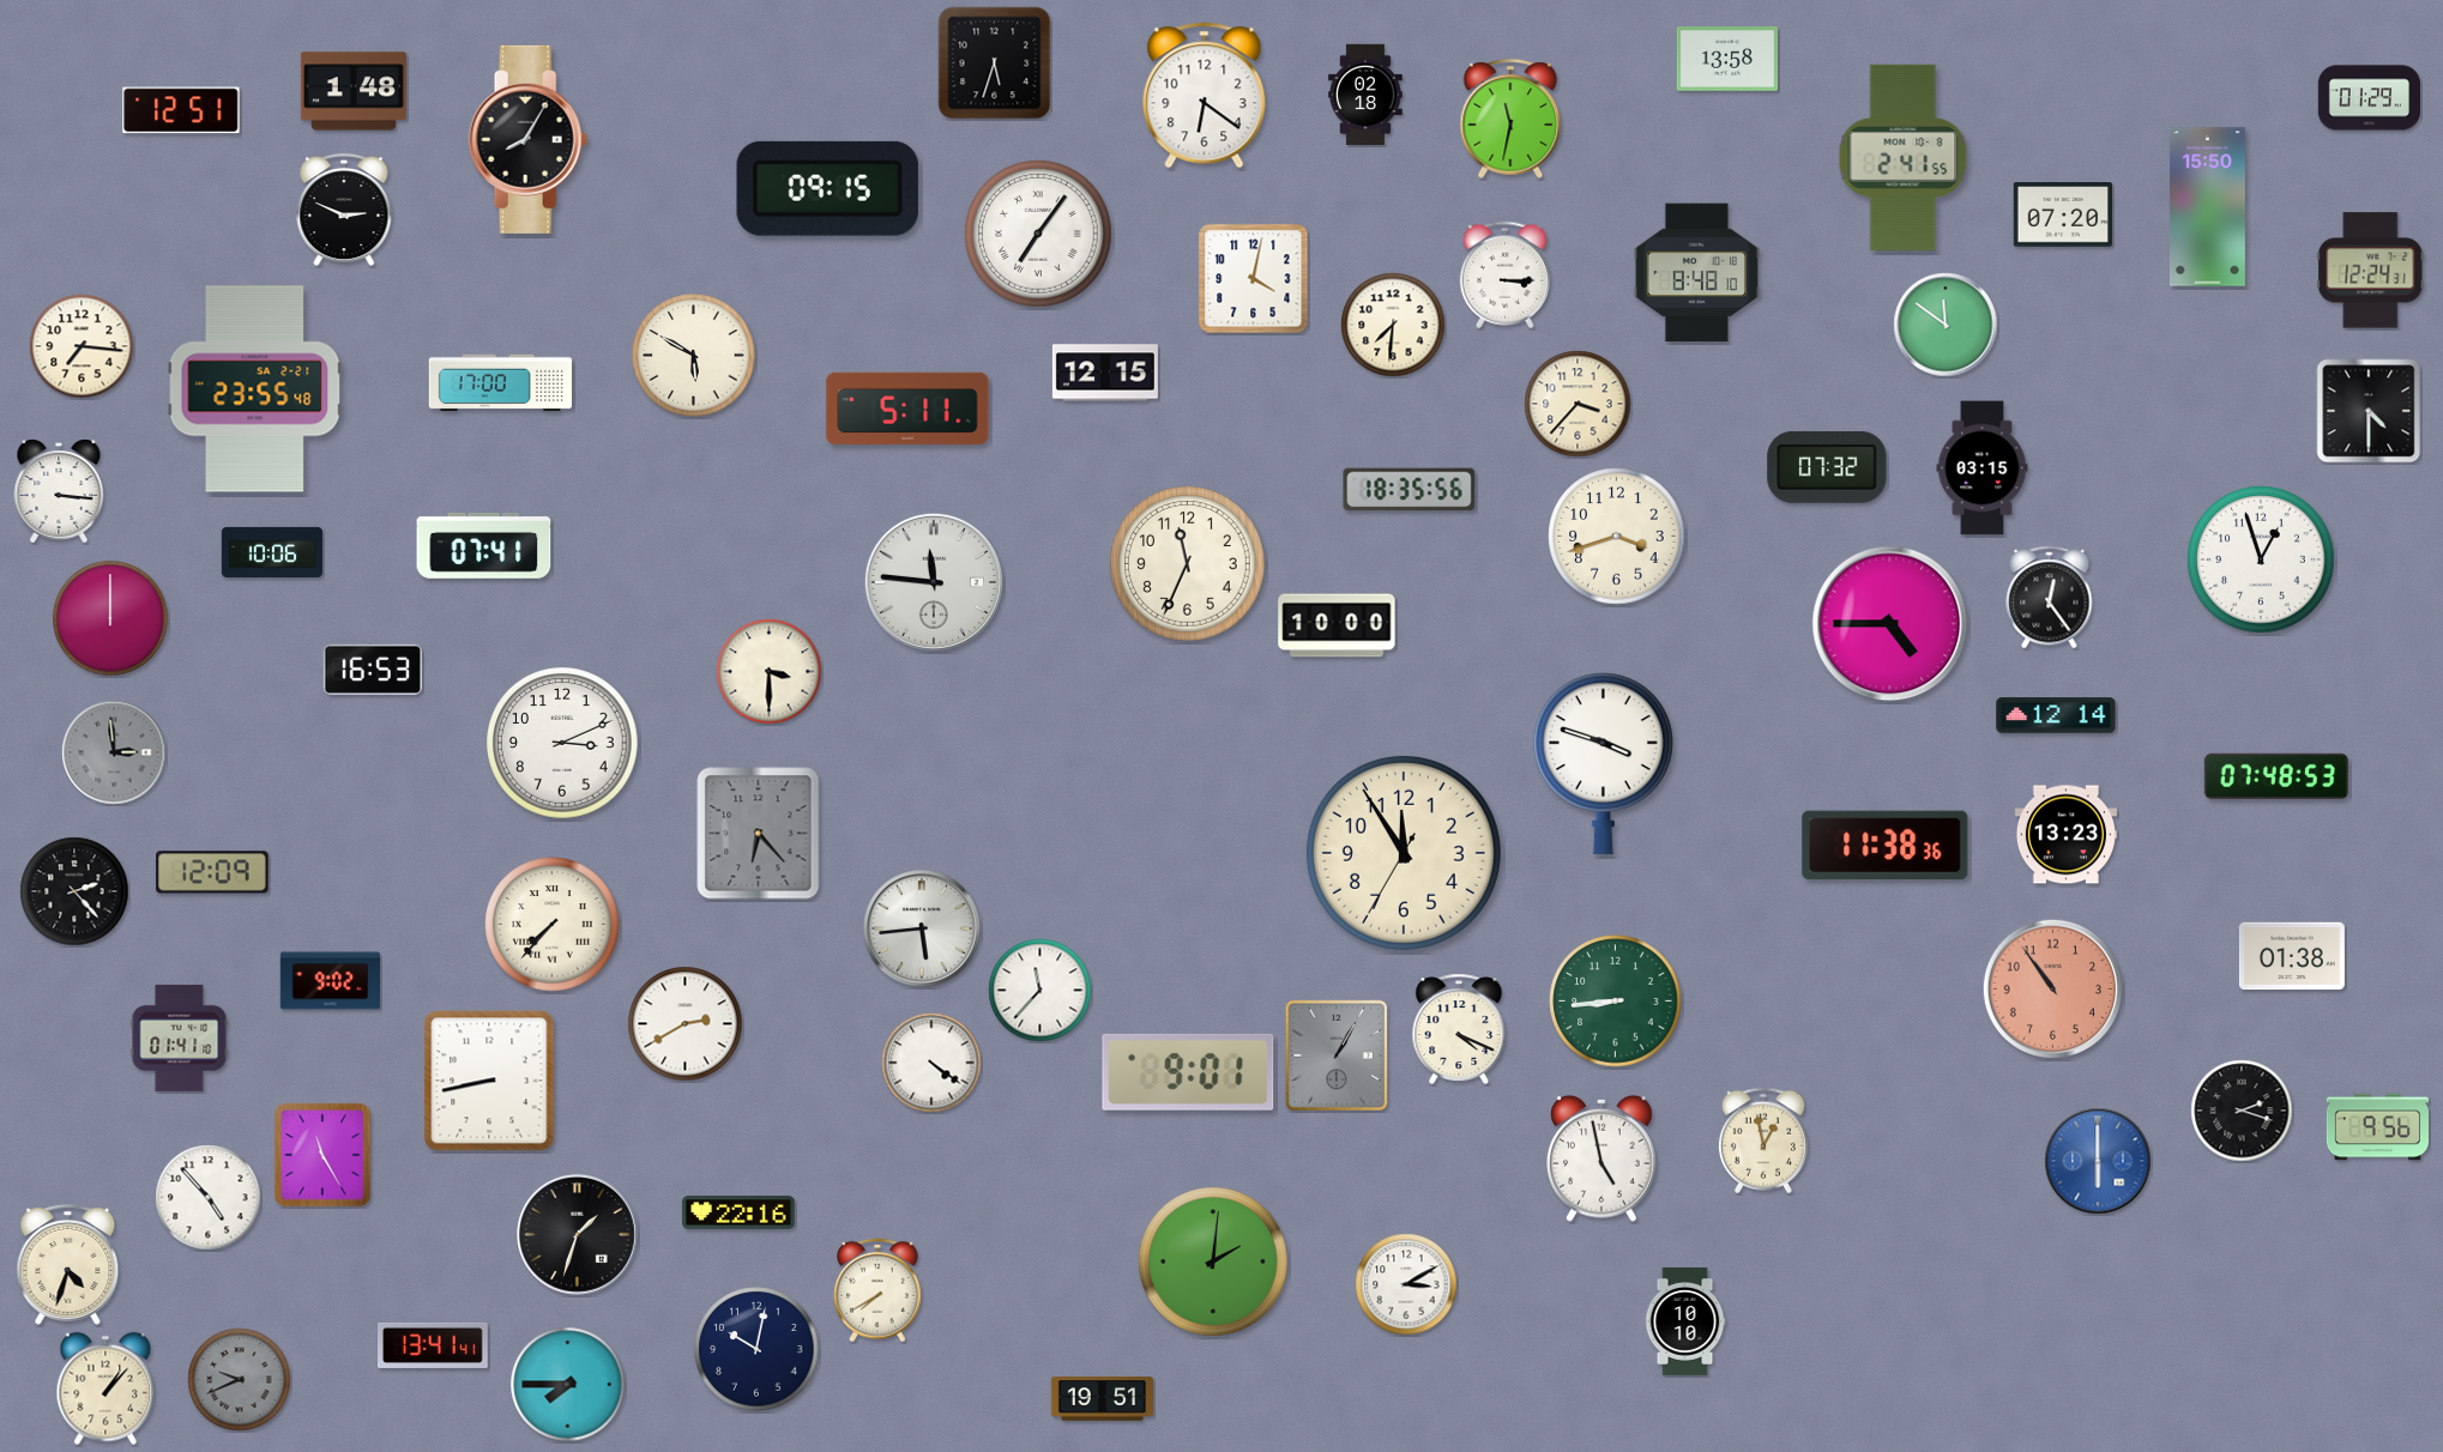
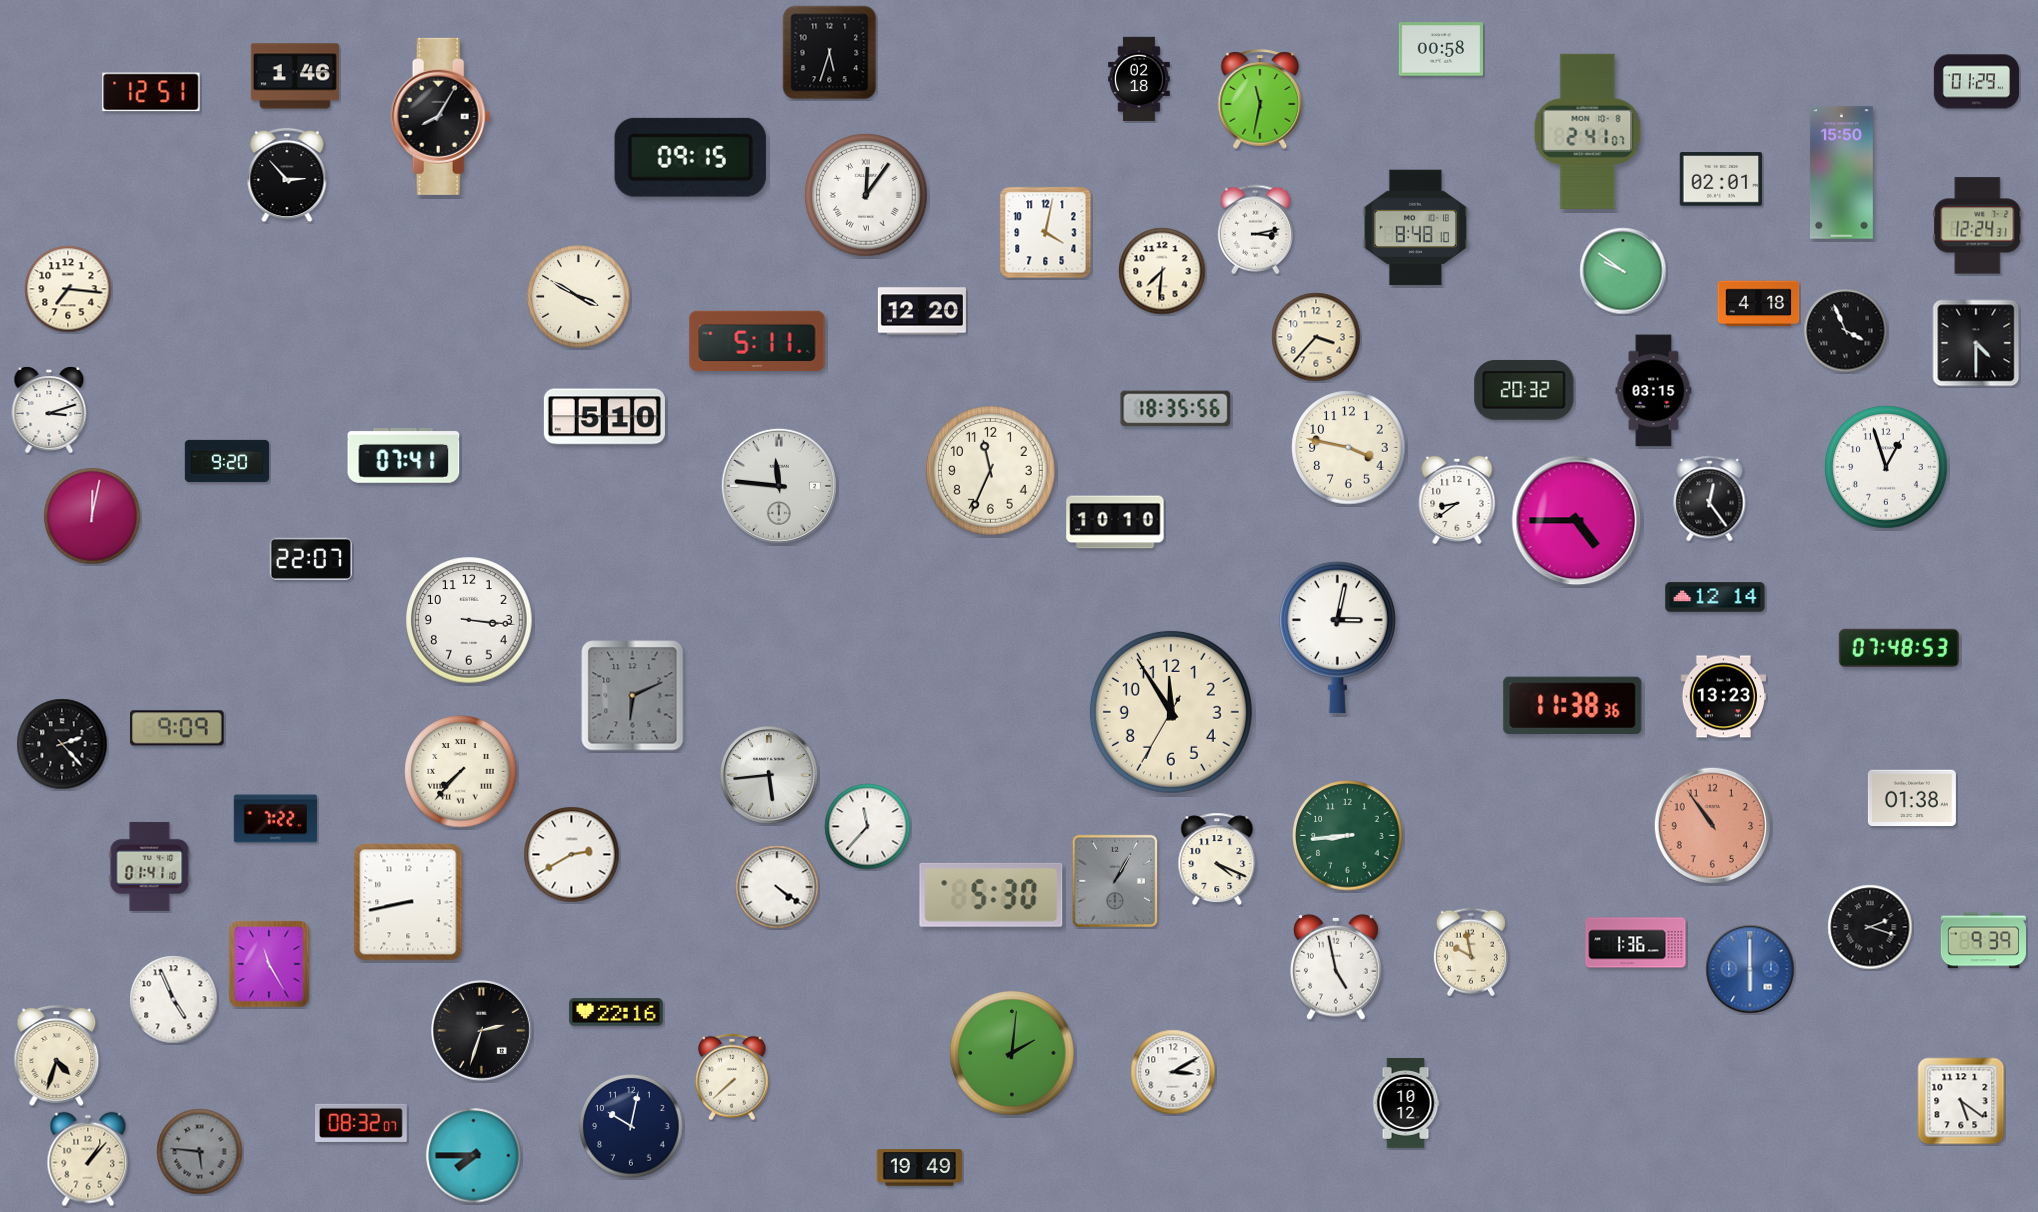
clock at (1726, 59): 13:58 -> 00:58
clock at (354, 91): 1:48 -> 1:46
clock at (1205, 96): 6:21 -> none
clock at (1904, 157): 2:41:55 -> 2:41:07
clock at (344, 210): 2:49 -> 2:53
clock at (2063, 214): 07:20 -> 02:01
clock at (1038, 234): 7:06 -> 12:06
clock at (1504, 276): 3:15 -> 3:13
clock at (1946, 325): 11:51 -> 9:51
clock at (694, 356): 5:50 -> 3:50
clock at (1759, 304): none -> 4:18
clock at (1105, 373): 12:15 -> 12:20
clock at (500, 383): 17:00 -> none
clock at (255, 389): 23:55 -> none
clock at (1846, 331): none -> 3:56
clock at (1827, 467): 07:32 -> 20:32
clock at (59, 491): 3:16 -> 3:12
clock at (604, 417): none -> 5:10
clock at (1617, 537): 3:42 -> 3:47
clock at (272, 552): 10:06 -> 9:20
clock at (1457, 499): none -> 8:39
clock at (110, 618): 12:00 -> 12:02
clock at (1337, 625): 10:00 -> 10:10
clock at (373, 670): 16:53 -> 22:07
clock at (770, 672): 3:30 -> none
clock at (562, 743): 3:11 -> 3:16
clock at (114, 752): 2:59 -> none
clock at (1603, 764): 3:48 -> 3:02
clock at (759, 834): 6:23 -> 6:11
clock at (212, 872): 12:09 -> 9:09
clock at (331, 981): 9:02 -> 7:22
clock at (1188, 1072): 9:01 -> 5:30
clock at (2377, 1127): 9:56 -> 9:39
clock at (1636, 943): none -> 1:36
clock at (1763, 1141): 12:58 -> 9:58
clock at (209, 1198): 4:53 -> 4:56
clock at (578, 1235): 1:33 -> 2:33
clock at (879, 1290): 7:40 -> 7:38
clock at (1961, 1101): none -> 5:21
clock at (1685, 1321): 10:10 -> 10:12
clock at (433, 1345): 13:41 -> 08:32
clock at (240, 1380): 9:41 -> 5:46
clock at (1102, 1399): 19:51 -> 19:49
